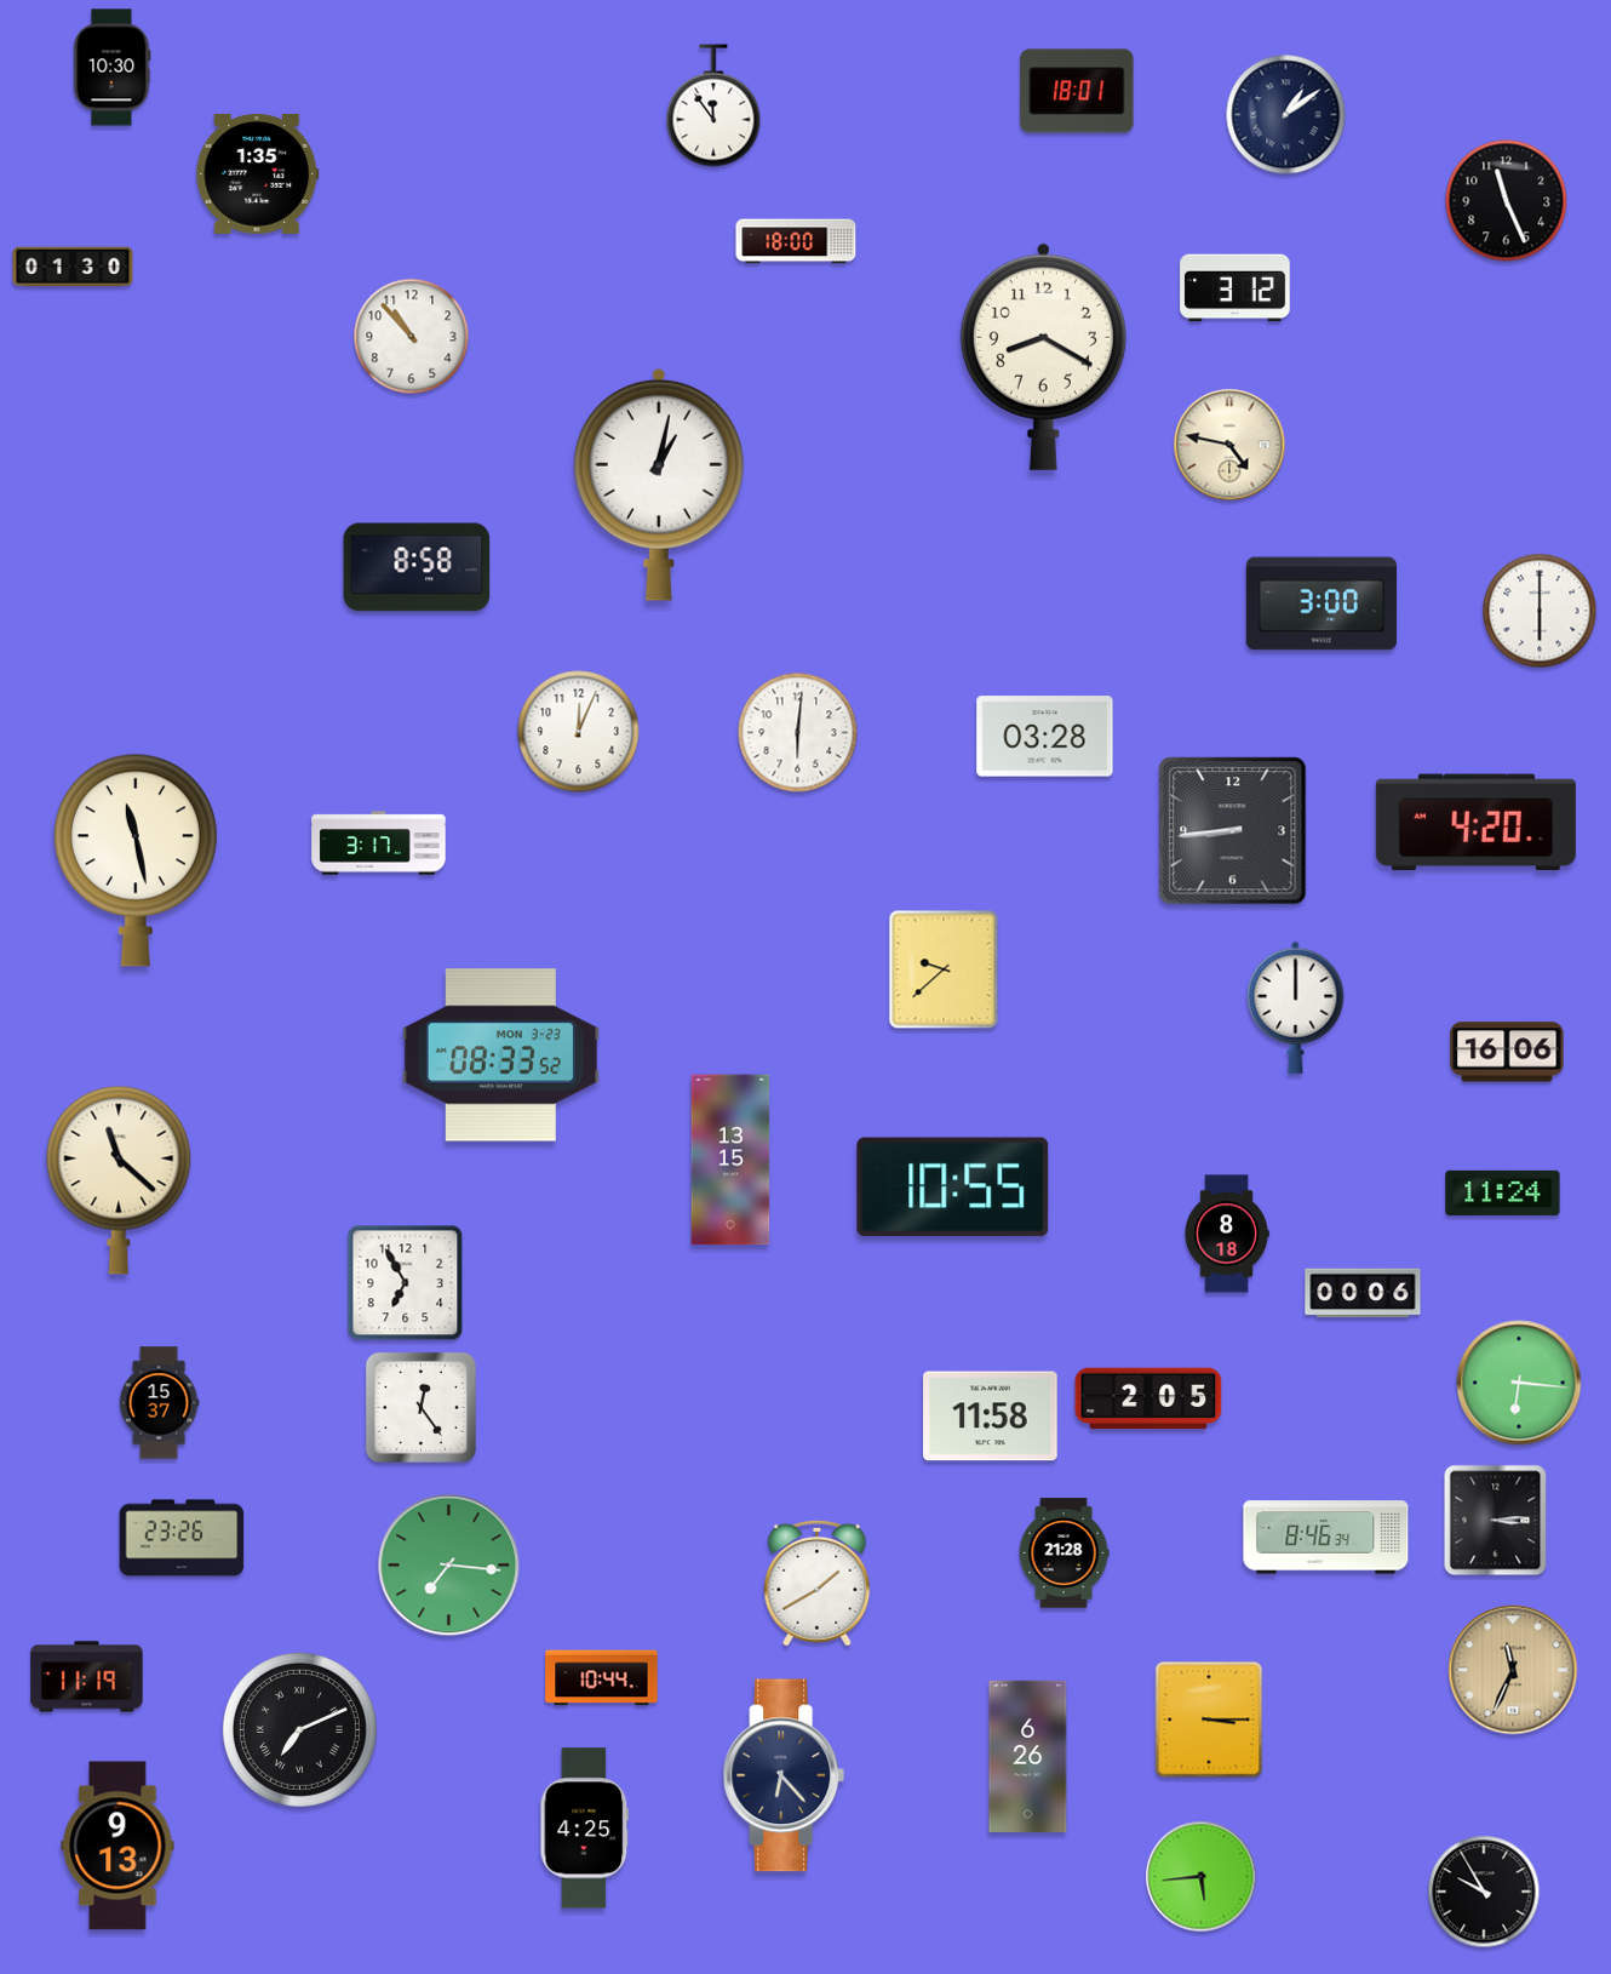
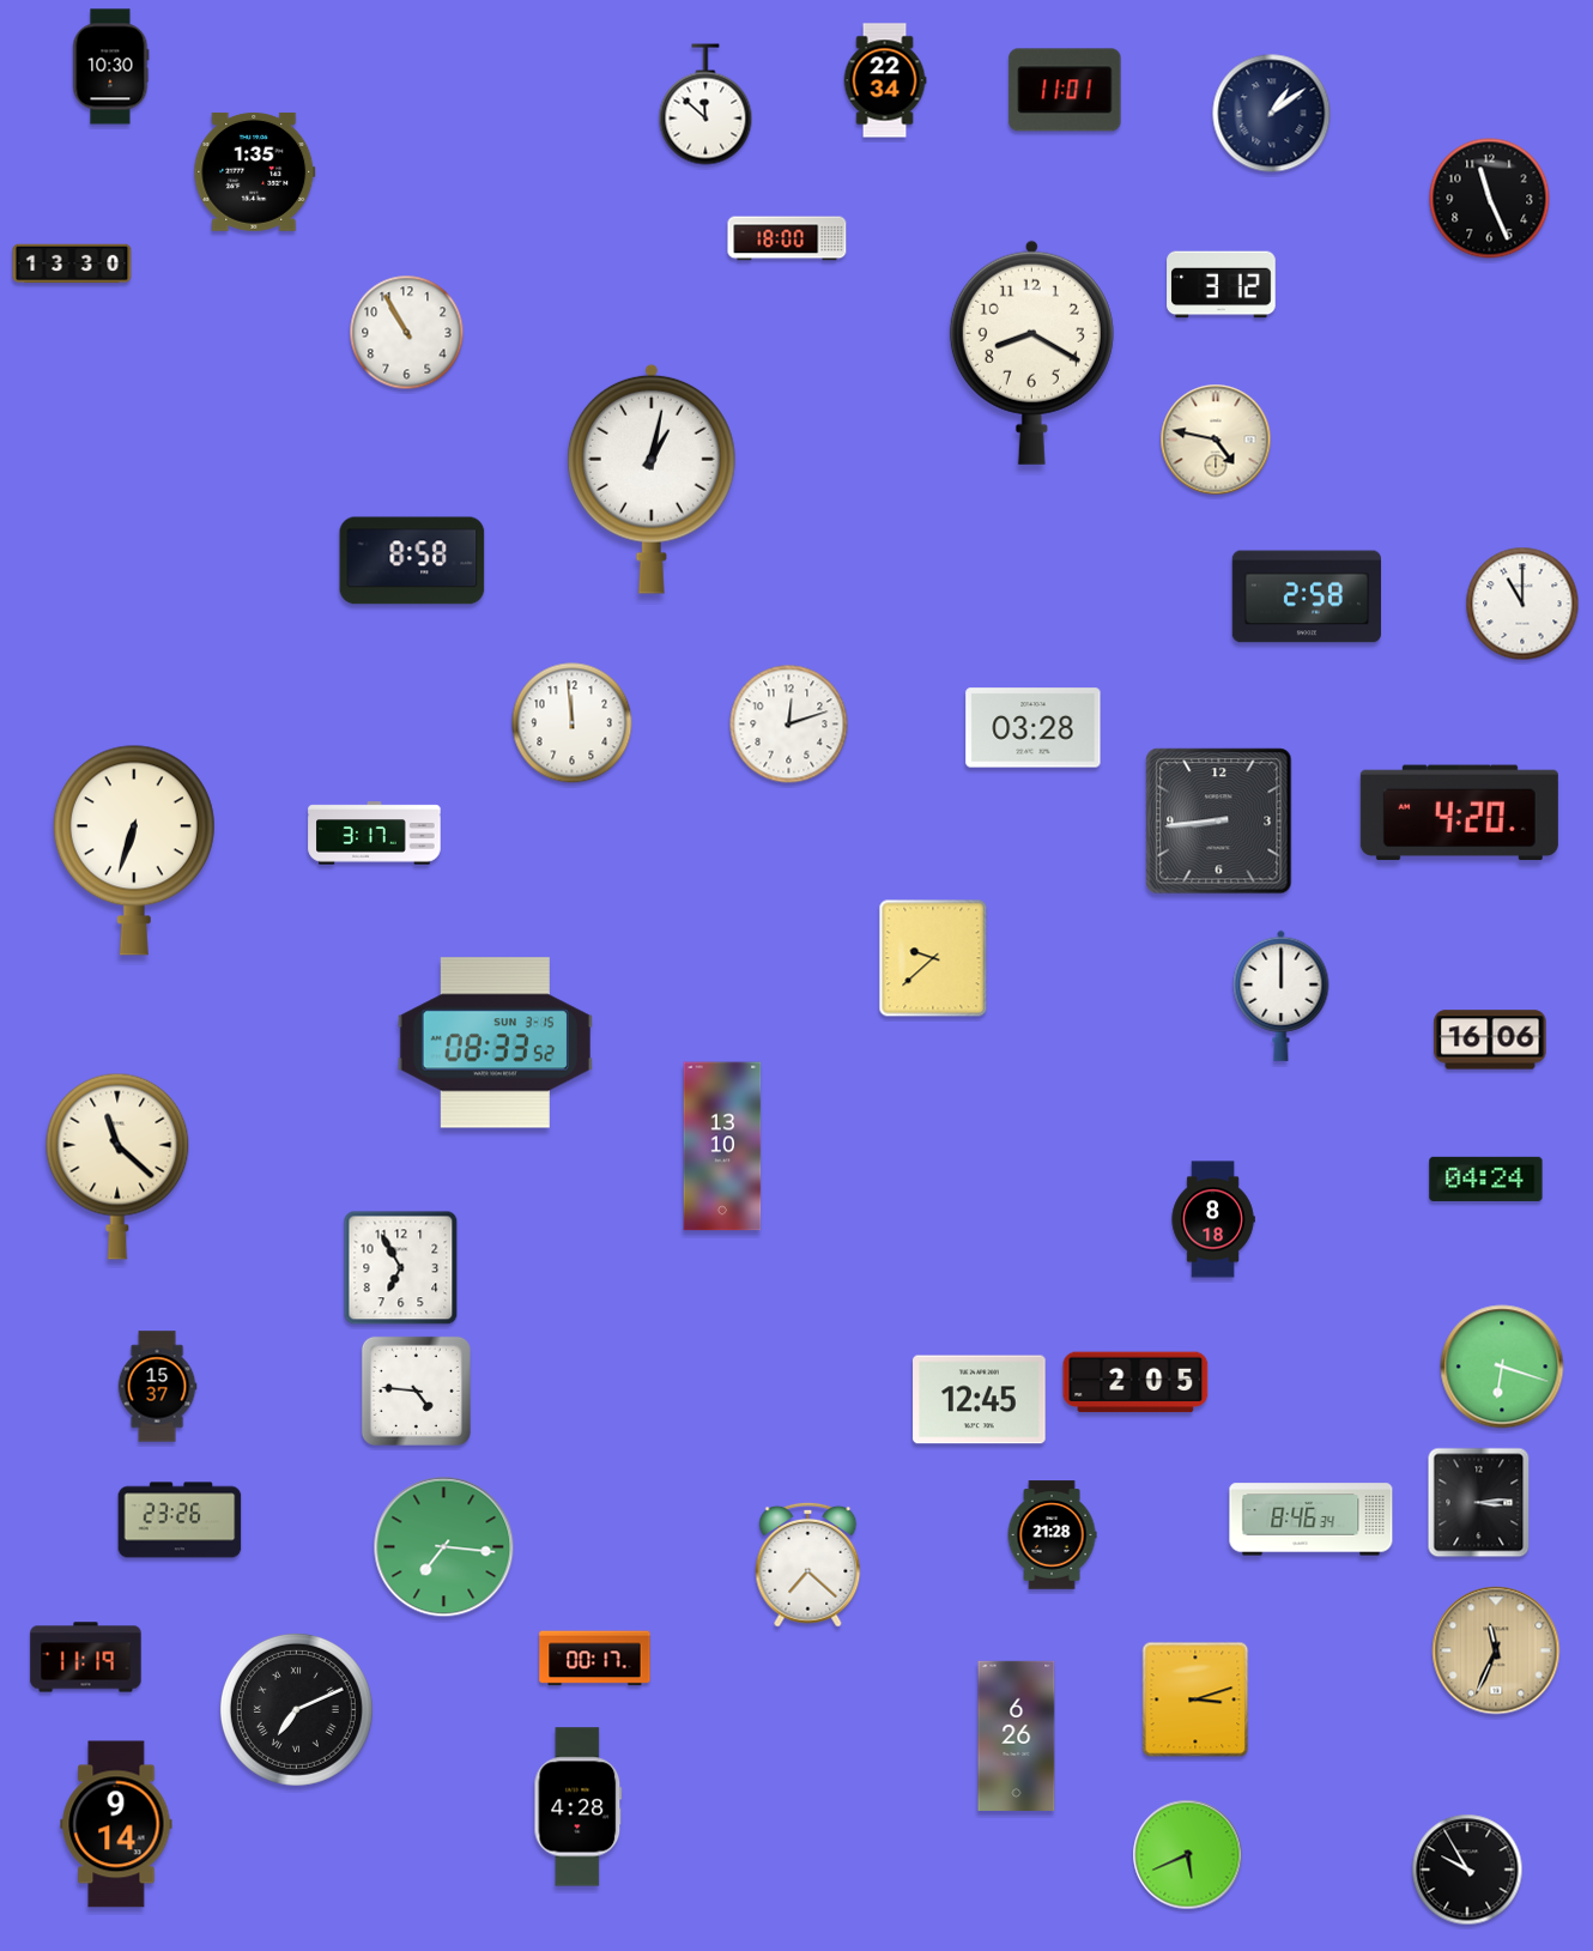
clock at (885, 80): none -> 22:34
clock at (1077, 91): 18:01 -> 11:01
clock at (713, 105): 11:54 -> 11:52
clock at (73, 267): 01:30 -> 13:30
clock at (412, 337): 10:53 -> 10:55
clock at (1320, 603): 3:00 -> 2:58
clock at (1540, 611): 6:00 -> 11:00
clock at (579, 732): 12:04 -> 11:59
clock at (798, 733): 6:01 -> 12:12
clock at (136, 860): 11:28 -> 6:33
clock at (500, 1055) date: MON 3-23 -> SUN 3-15
clock at (730, 1160): 13:15 -> 13:10
clock at (953, 1188): 10:55 -> none
clock at (1503, 1192): 11:24 -> 04:24
clock at (1363, 1293): 00:06 -> none
clock at (1519, 1383): 6:16 -> 6:18
clock at (420, 1407): 12:24 -> 4:46
clock at (991, 1417): 11:58 -> 12:45
clock at (818, 1583): 1:40 -> 7:22
clock at (602, 1678): 10:44 -> 00:17
clock at (1209, 1720): 3:15 -> 3:12
clock at (784, 1775): 6:23 -> none
clock at (585, 1829): 4:25 -> 4:28
clock at (117, 1846): 9:13 -> 9:14
clock at (1202, 1877): 5:44 -> 5:41
